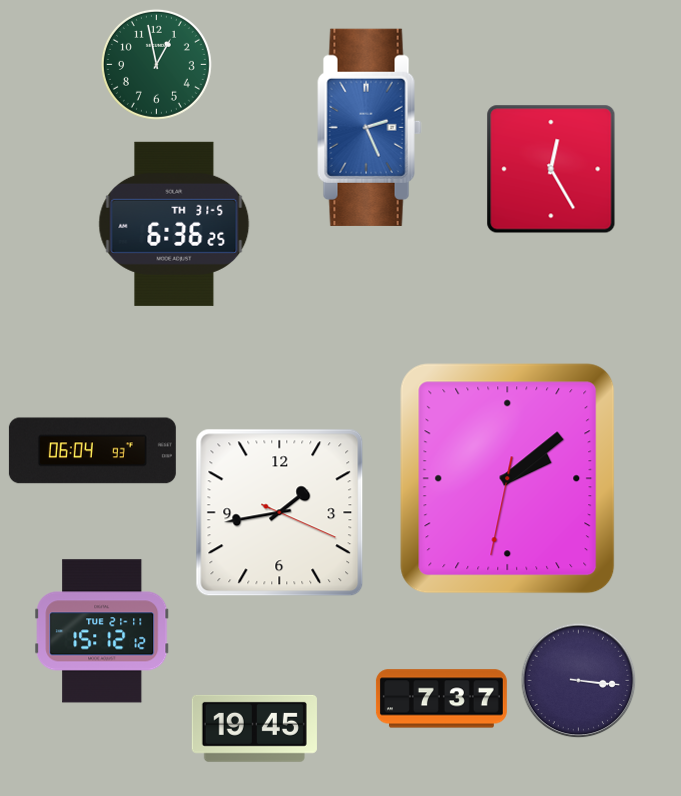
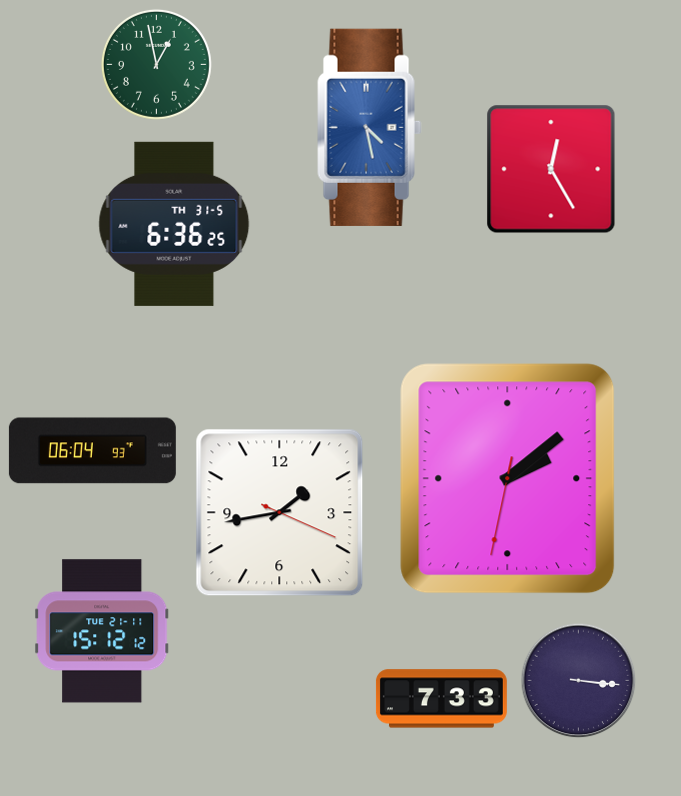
clock at (370, 127): 2:26 -> 4:28
clock at (441, 699): 7:37 -> 7:33
clock at (254, 728): 19:45 -> none
